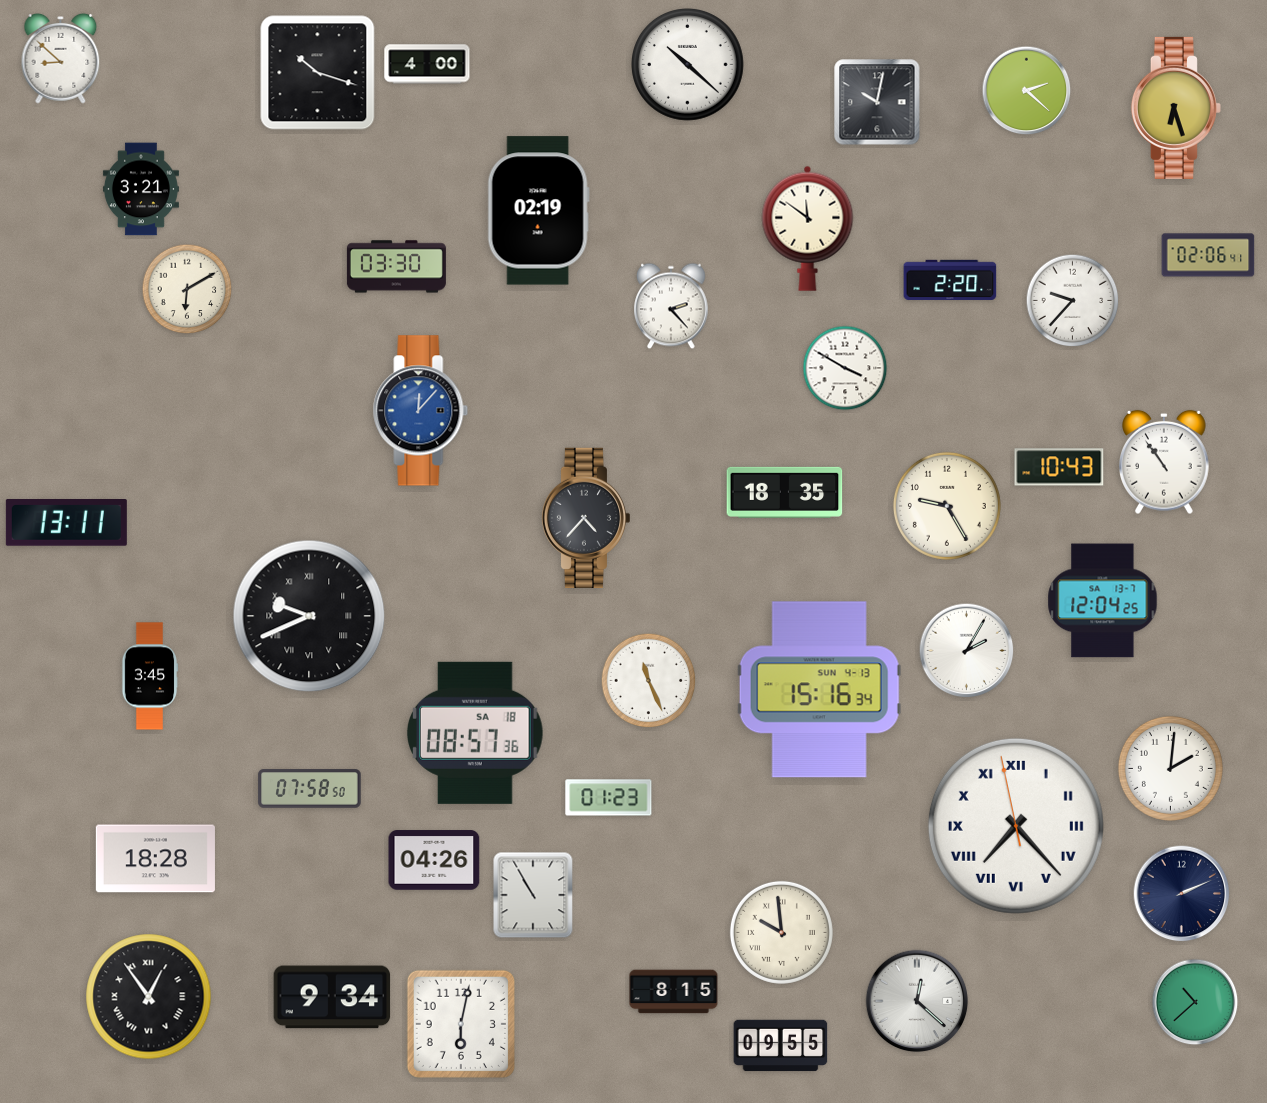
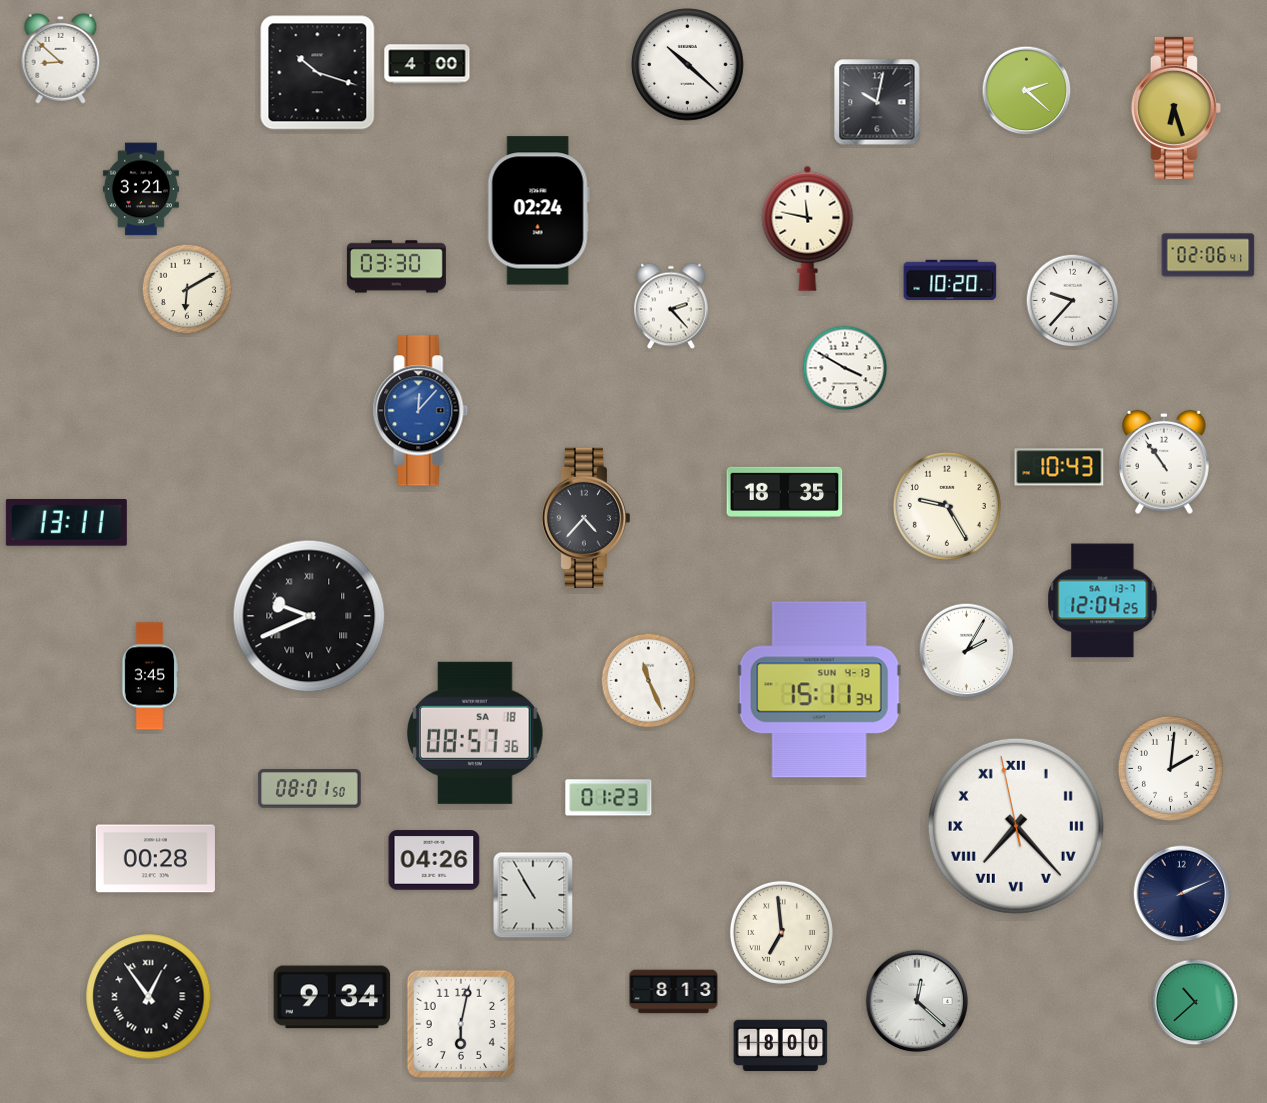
clock at (538, 211): 02:19 -> 02:24
clock at (808, 228): 11:51 -> 11:47
clock at (950, 280): 2:20 -> 10:20
clock at (819, 690): 15:16 -> 15:11
clock at (310, 789): 07:58 -> 08:01
clock at (155, 859): 18:28 -> 00:28
clock at (781, 932): 9:59 -> 6:59
clock at (674, 992): 8:15 -> 8:13
clock at (781, 1046): 09:55 -> 18:00
